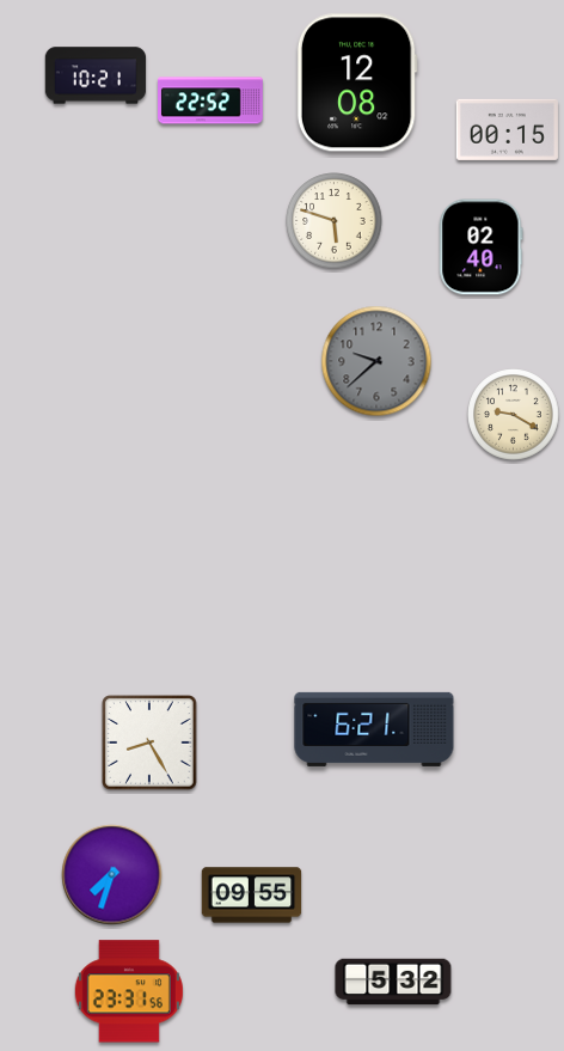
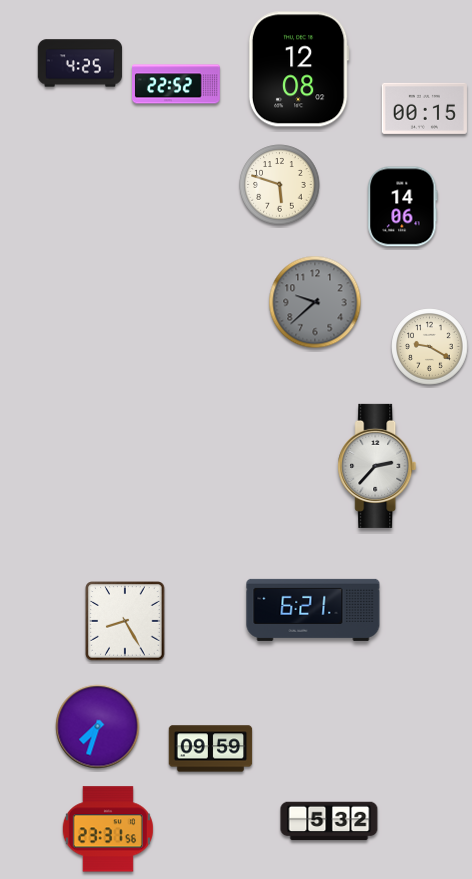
clock at (96, 75): 10:21 -> 4:25
clock at (482, 248): 02:40 -> 14:06
clock at (377, 466): none -> 2:37
clock at (112, 875) position: (112, 875) -> (98, 727)
clock at (252, 896): 09:55 -> 09:59
